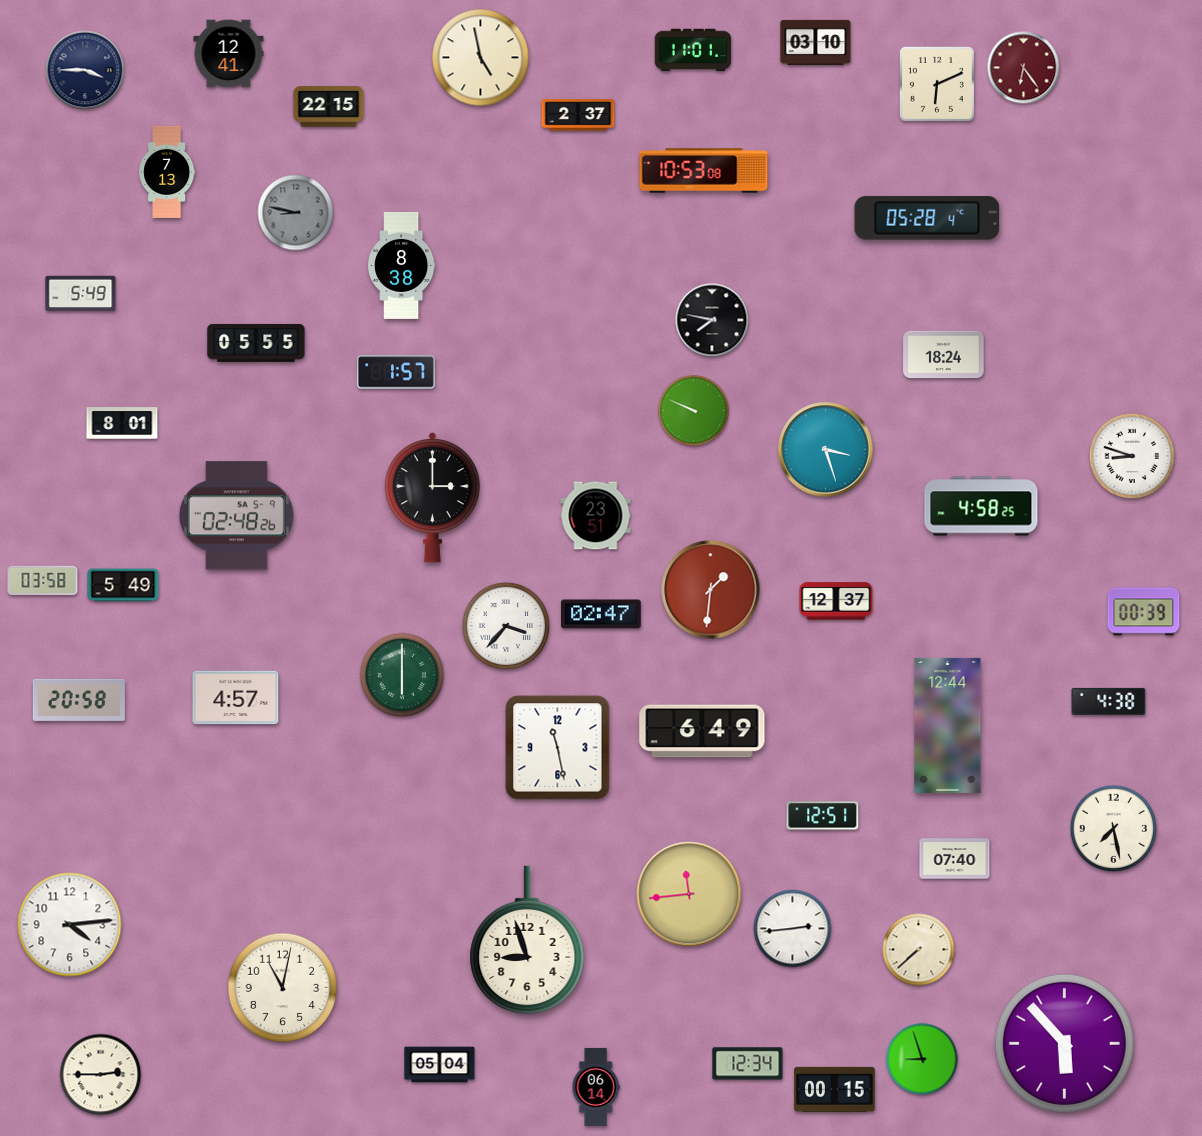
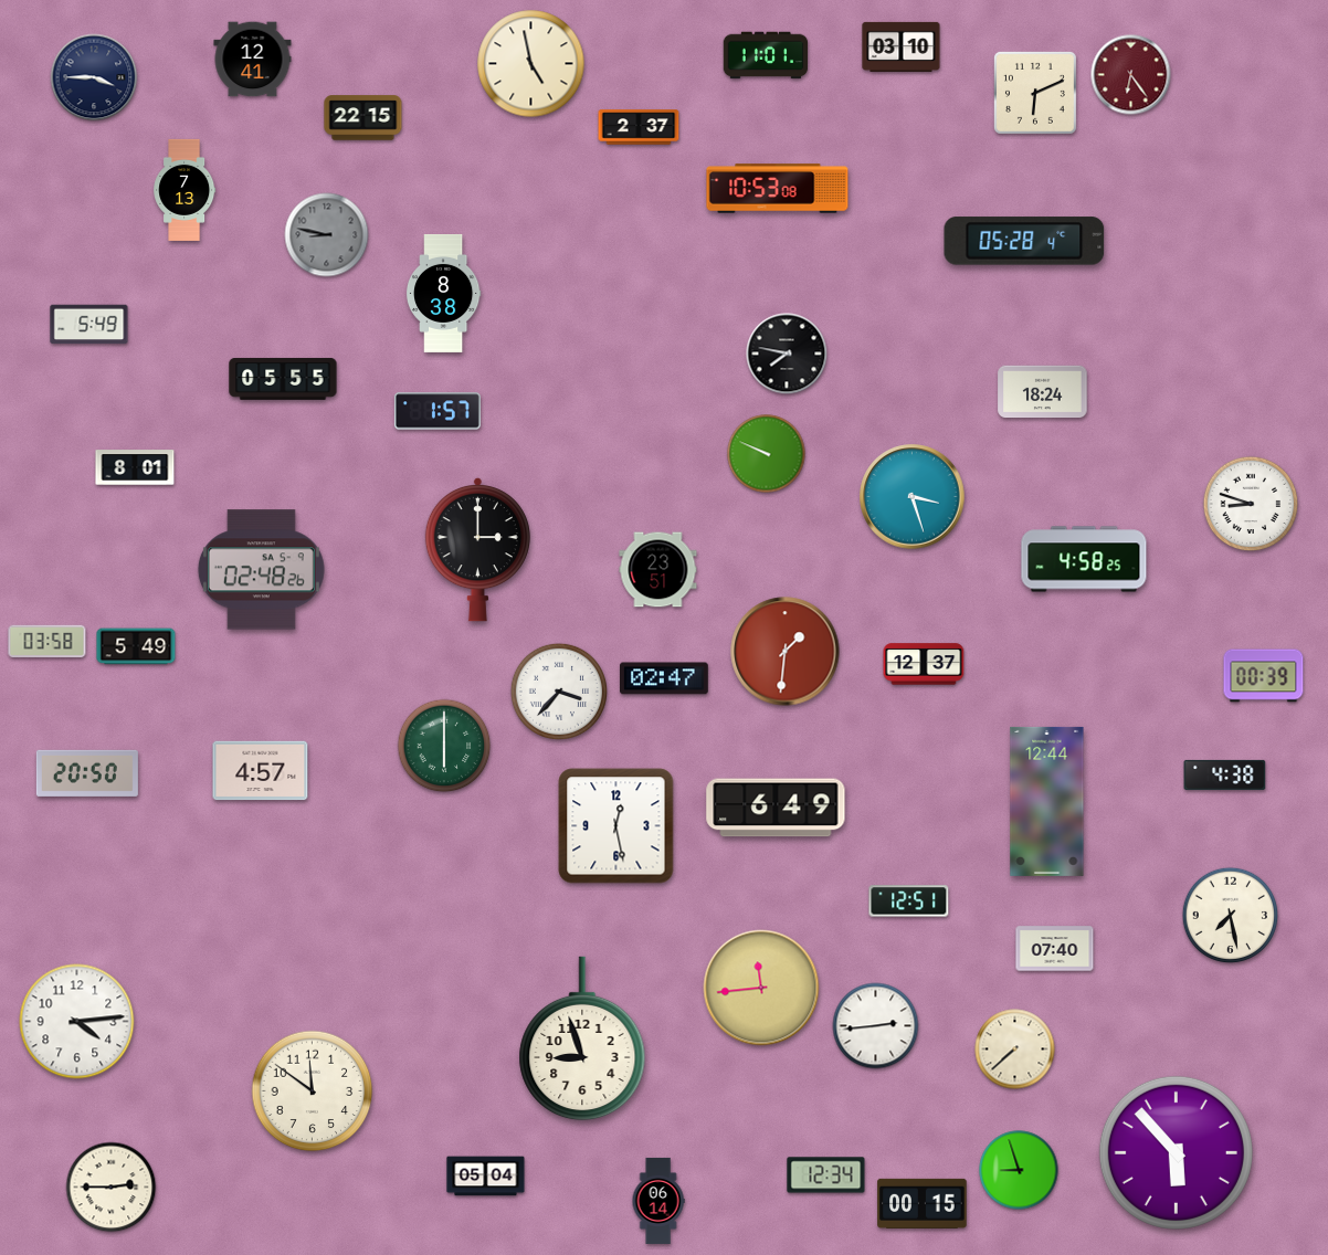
clock at (79, 700): 20:58 -> 20:50
clock at (558, 748): 11:28 -> 12:28
clock at (283, 988): 11:02 -> 11:51
